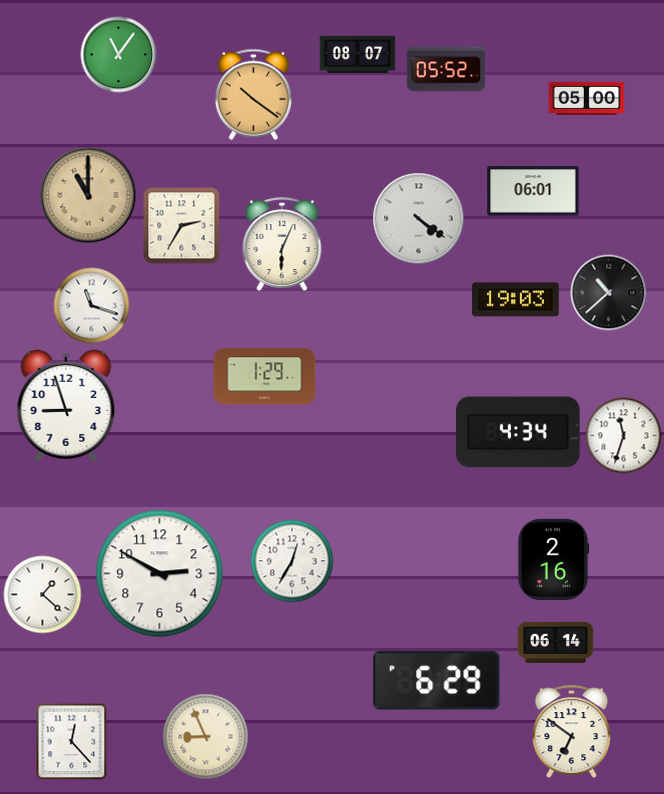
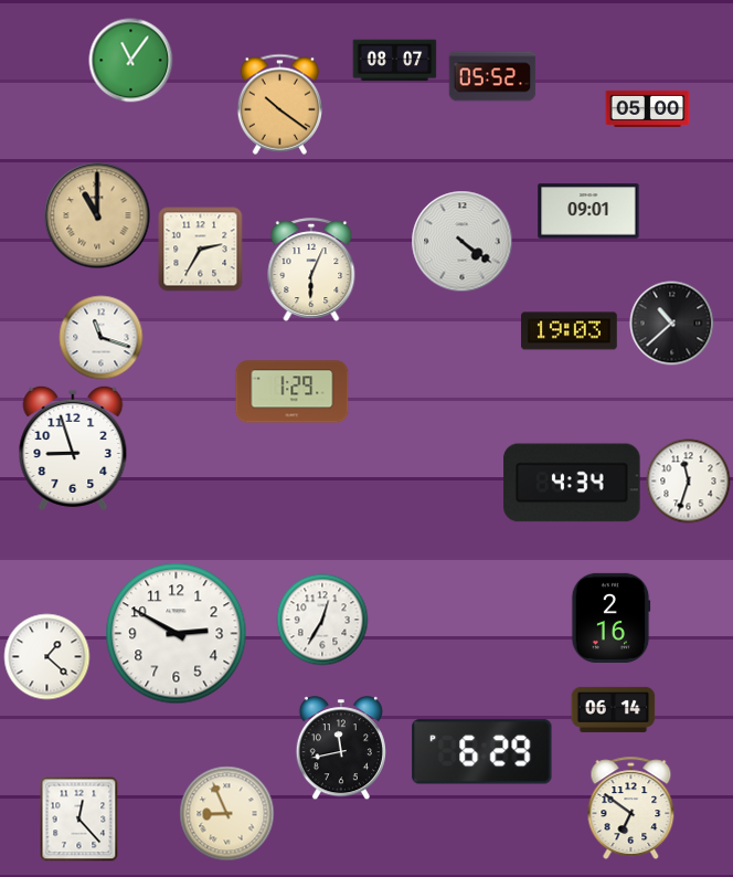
clock at (533, 191): 06:01 -> 09:01
clock at (265, 377) position: (265, 377) -> (293, 392)
clock at (518, 432) position: (518, 432) -> (572, 483)
clock at (341, 749): none -> 11:43
